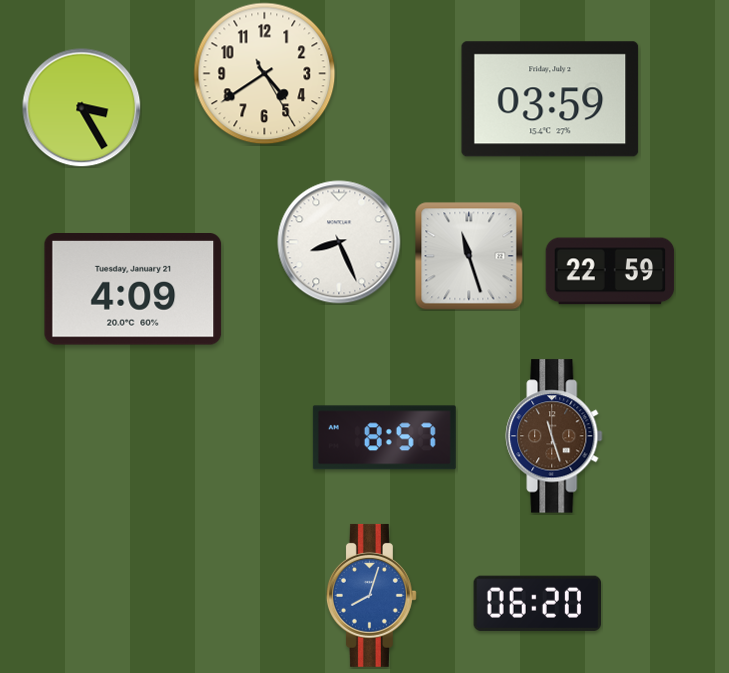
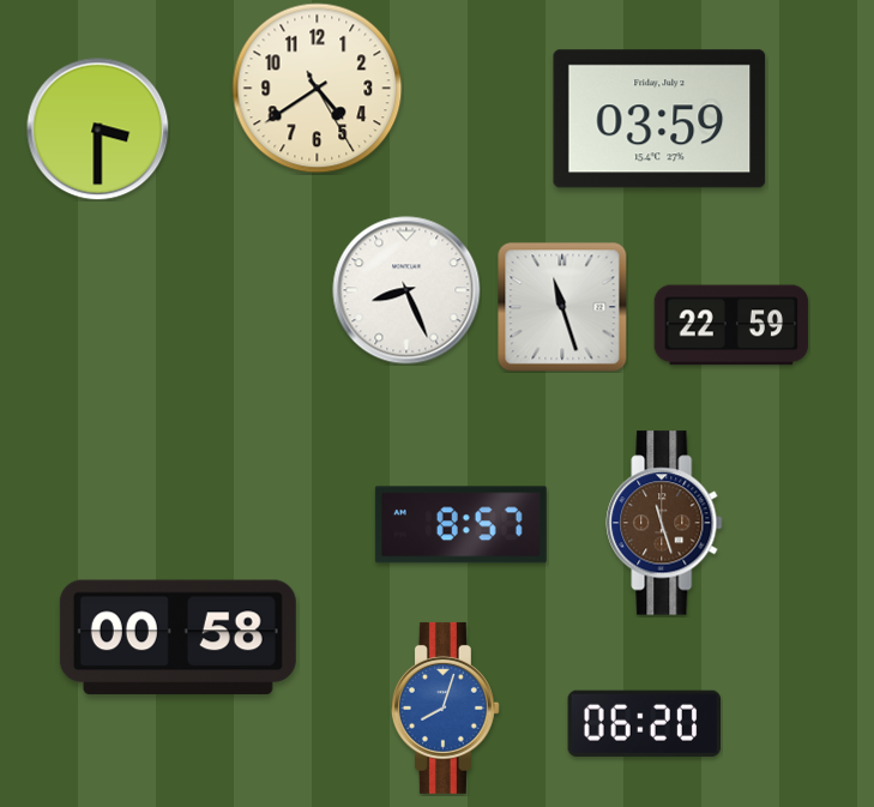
clock at (82, 108): 3:25 -> 3:30
clock at (133, 290): 4:09 -> none
clock at (177, 638): none -> 00:58
clock at (371, 595) position: (371, 595) -> (445, 707)
